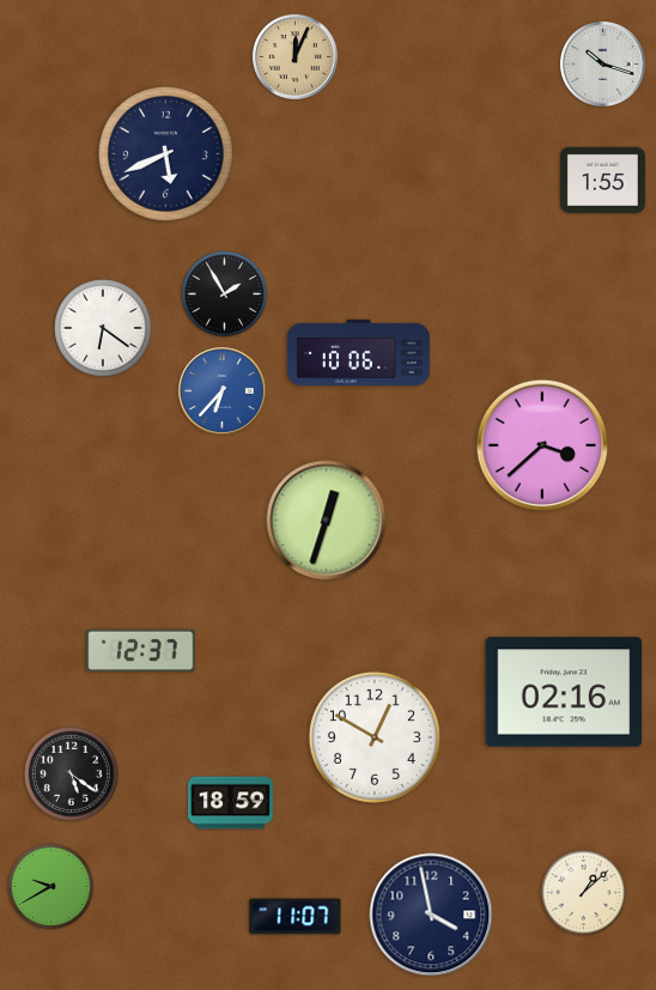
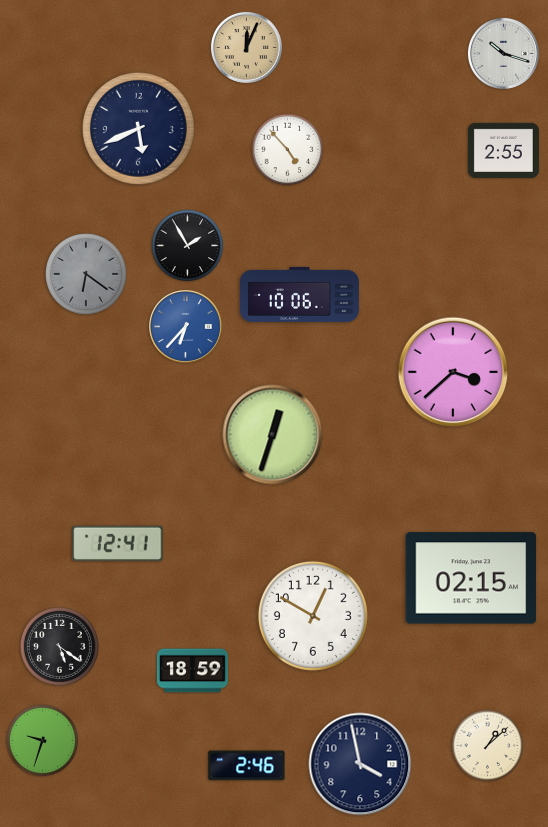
clock at (288, 150): none -> 4:53
clock at (602, 180): 1:55 -> 2:55
clock at (103, 328) dial: white -> grey
clock at (141, 650): 12:37 -> 12:41
clock at (564, 692): 02:16 -> 02:15
clock at (51, 887): 9:40 -> 9:33
clock at (296, 917): 11:07 -> 2:46
